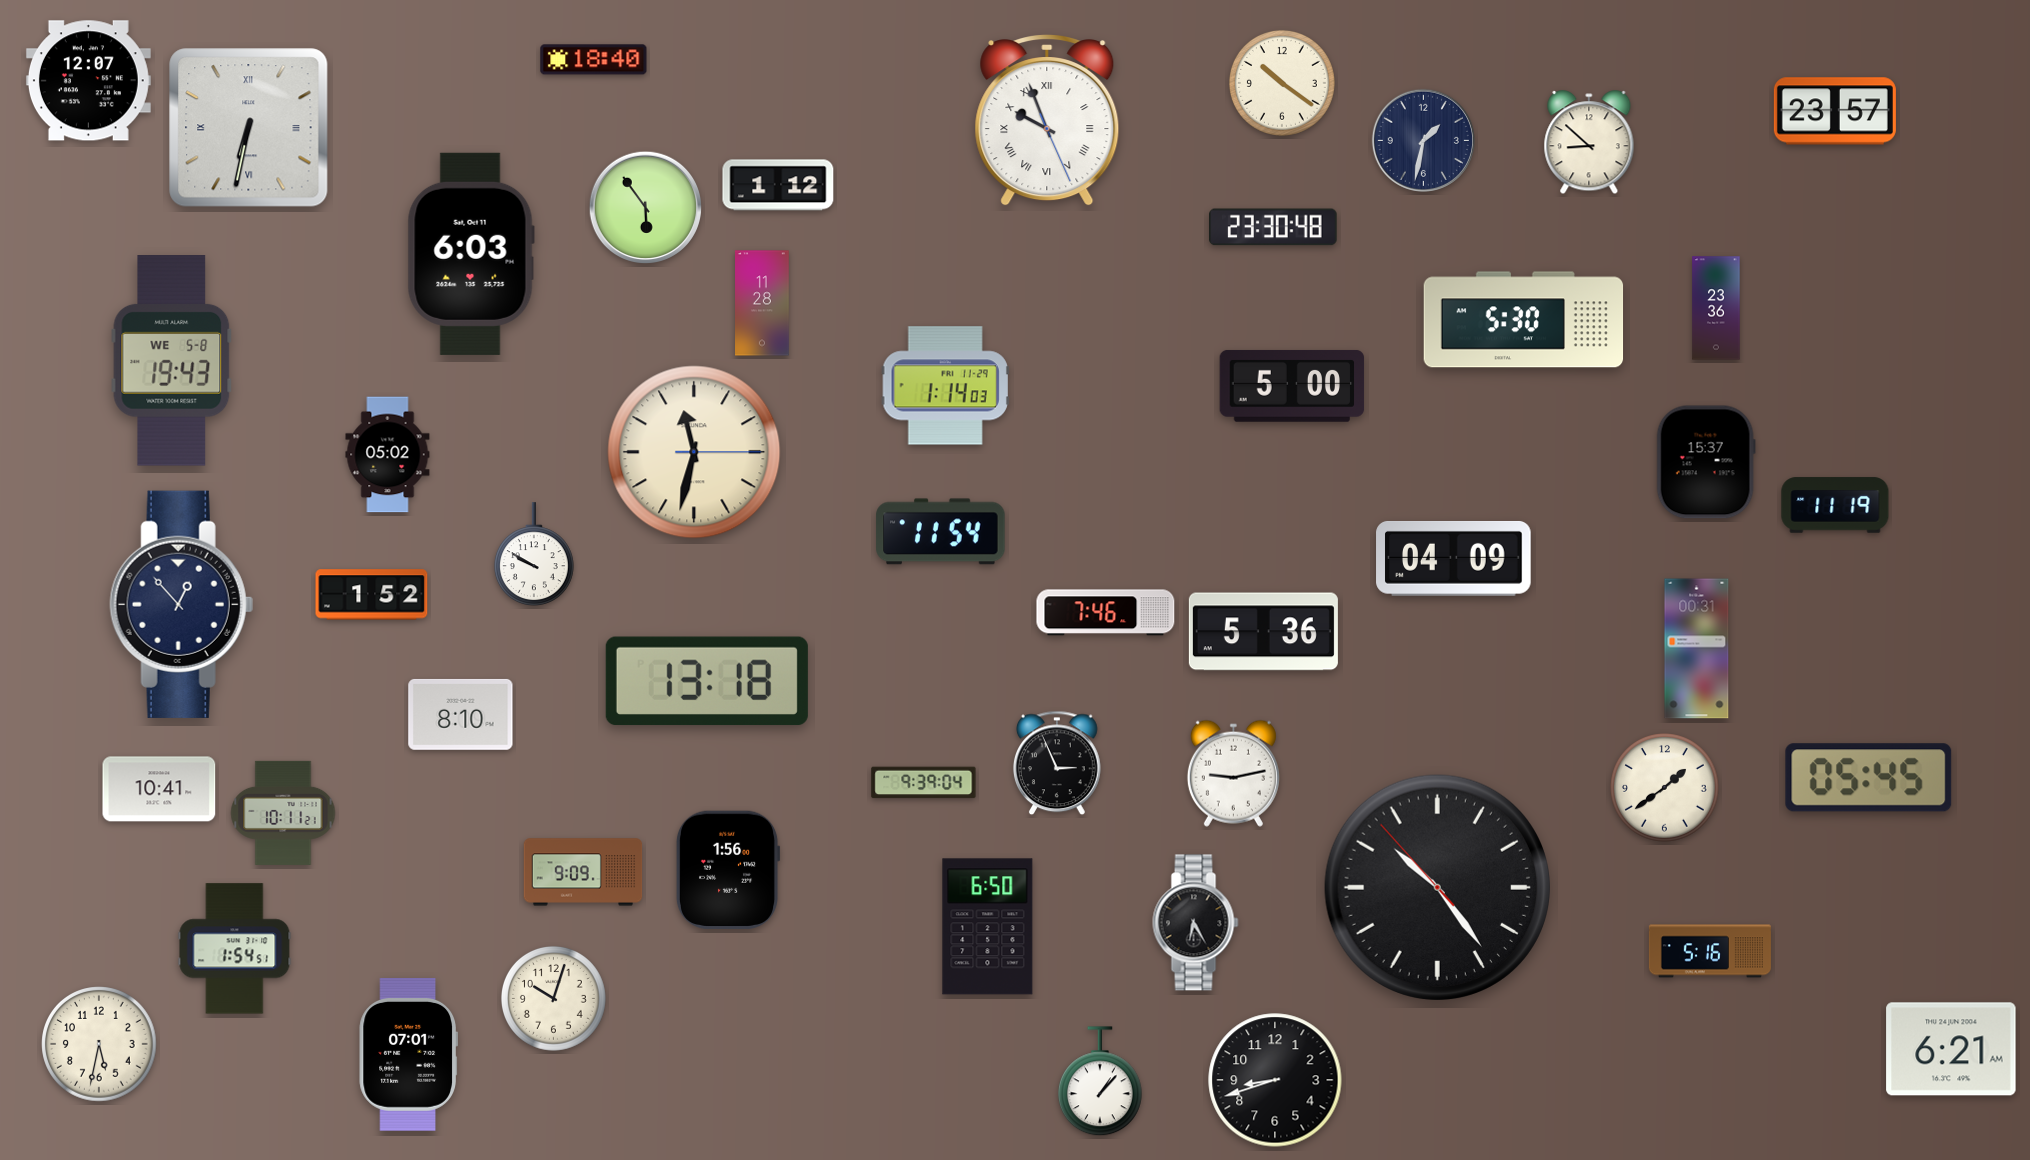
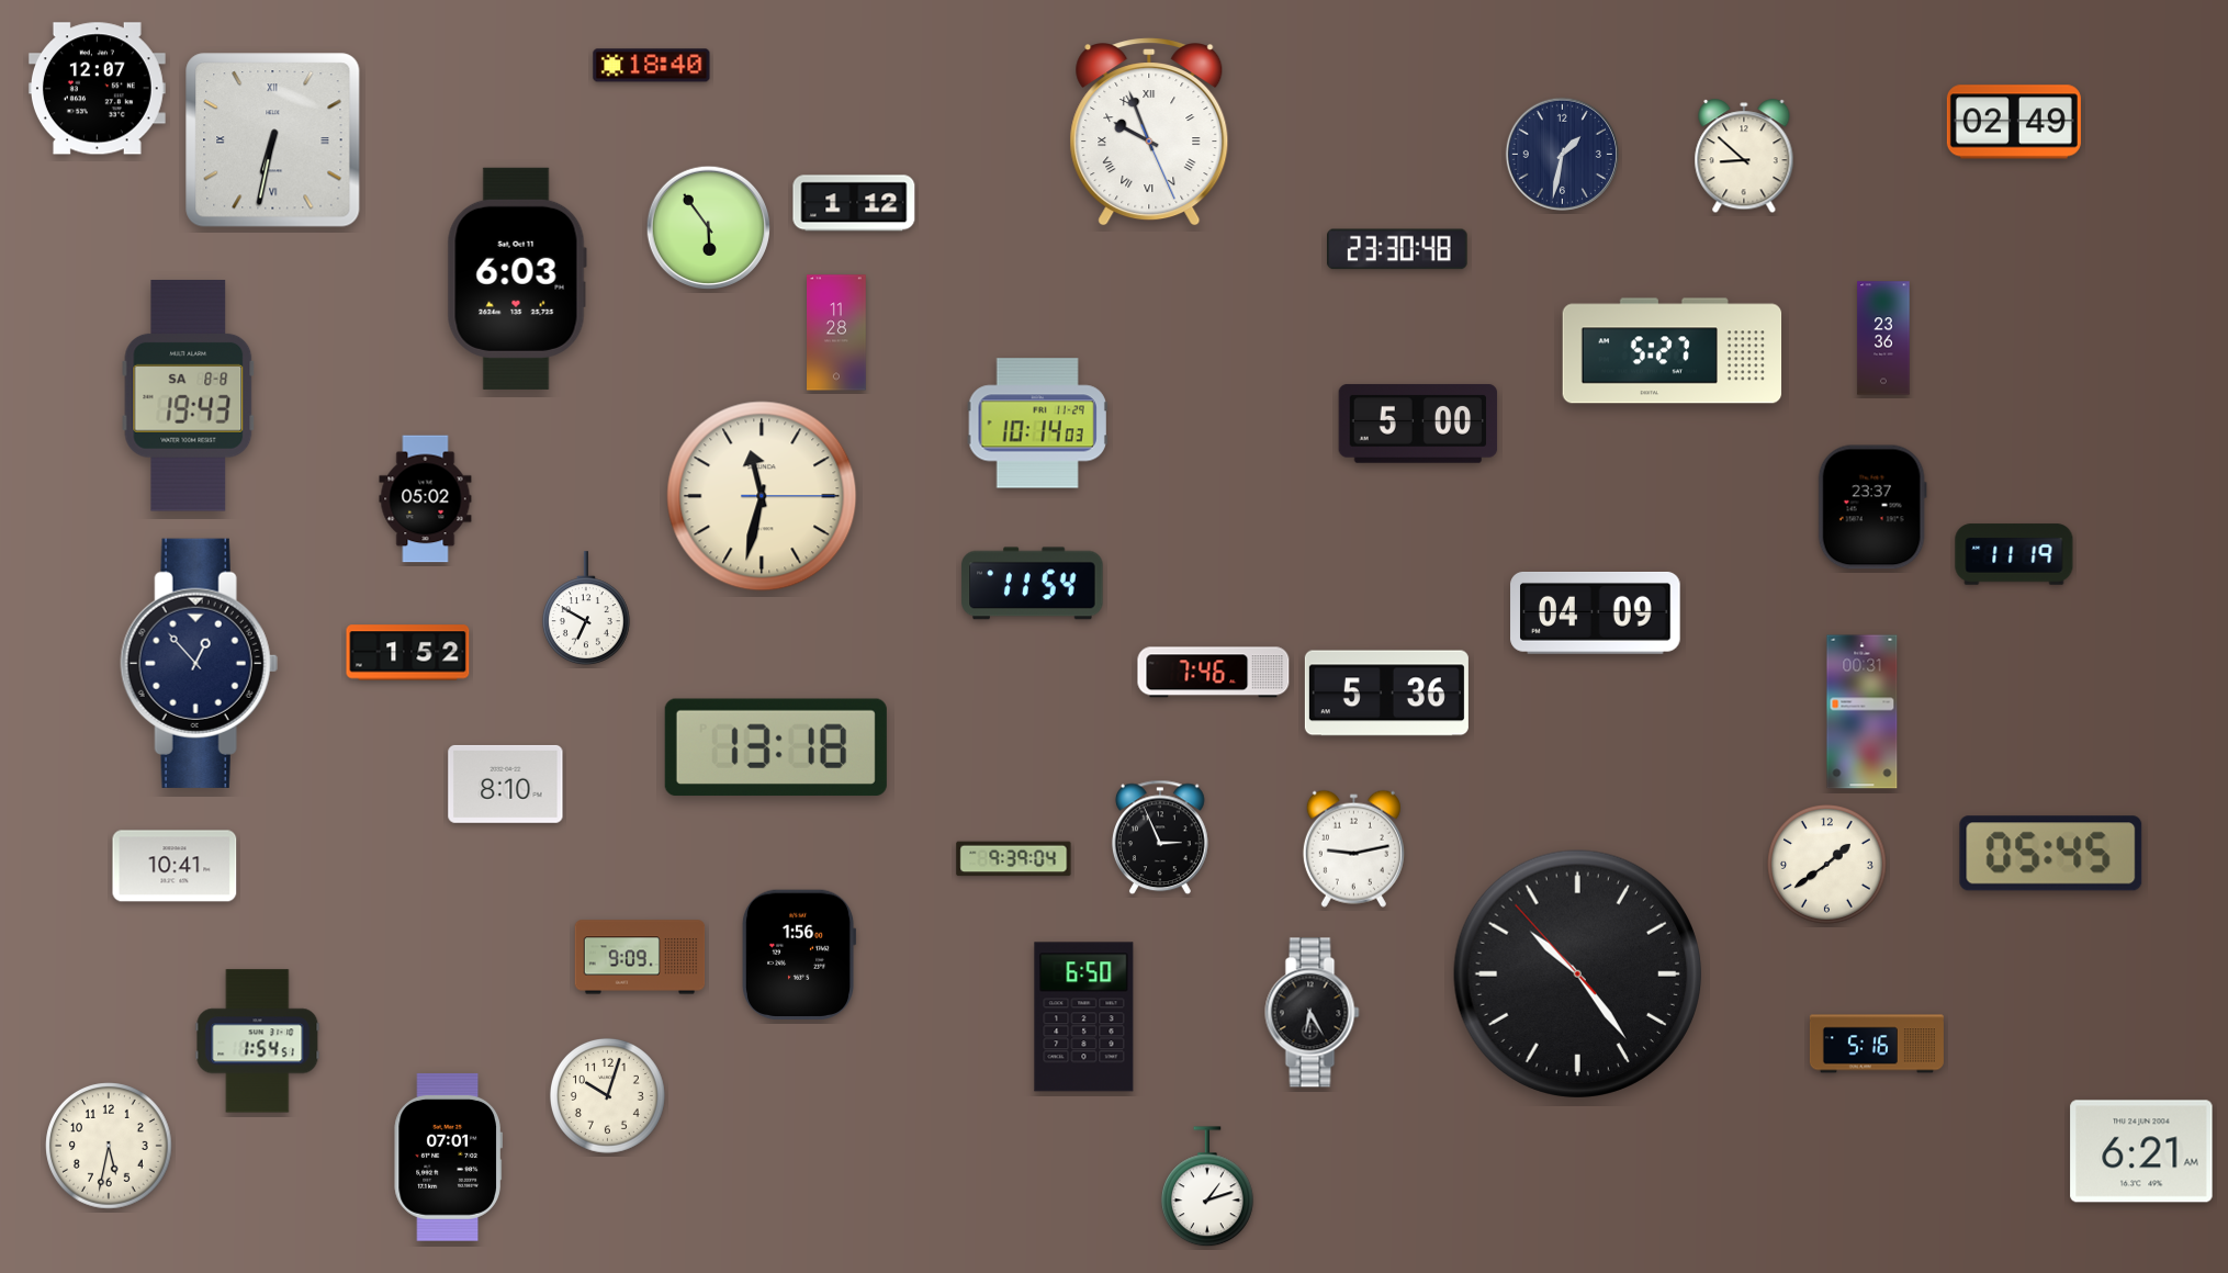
clock at (1282, 83): 10:21 -> none
clock at (1835, 111): 23:57 -> 02:49
clock at (1524, 320): 5:30 -> 5:27
clock at (172, 361) date: WE 5-8 -> SA 8-8
clock at (945, 386): 1:14 -> 10:14
clock at (1706, 462): 15:37 -> 23:37
clock at (534, 555): 9:50 -> 6:50
clock at (283, 813): 10:11 -> none
clock at (1275, 1080): 8:42 -> none
clock at (1100, 1082): 1:07 -> 1:12
